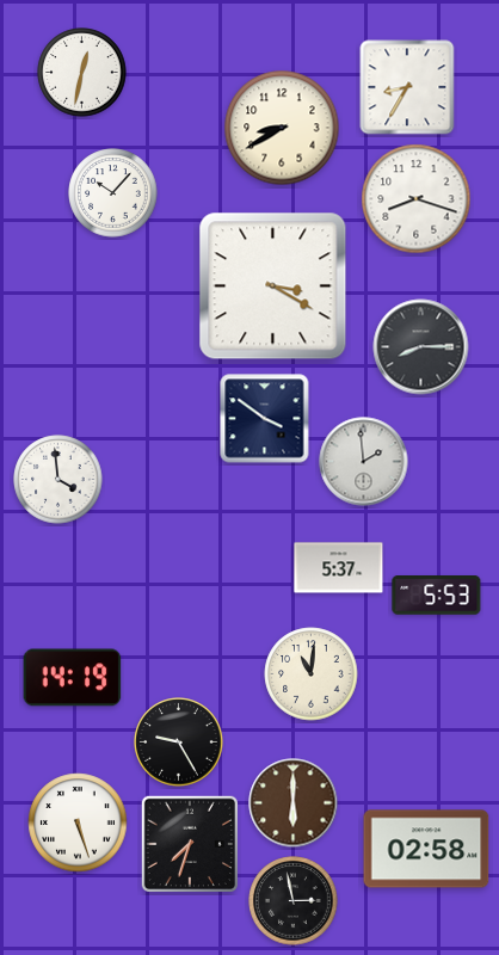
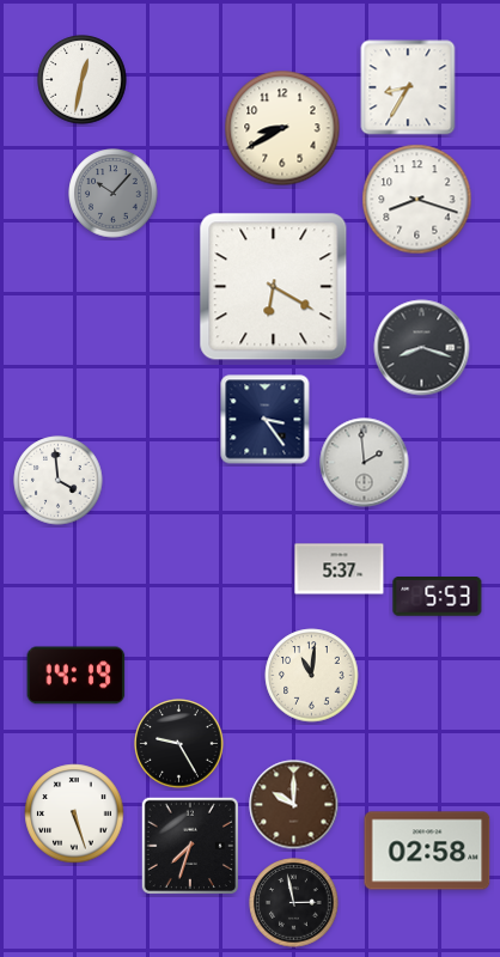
clock at (82, 73) position: (82, 73) -> (83, 80)
clock at (113, 193) dial: white -> grey
clock at (273, 286): 3:20 -> 6:20
clock at (421, 347): 8:15 -> 8:18
clock at (265, 419): 3:51 -> 3:24
clock at (73, 678) position: (73, 678) -> (77, 676)
clock at (294, 803): 6:00 -> 10:00
clock at (78, 822) position: (78, 822) -> (74, 813)
